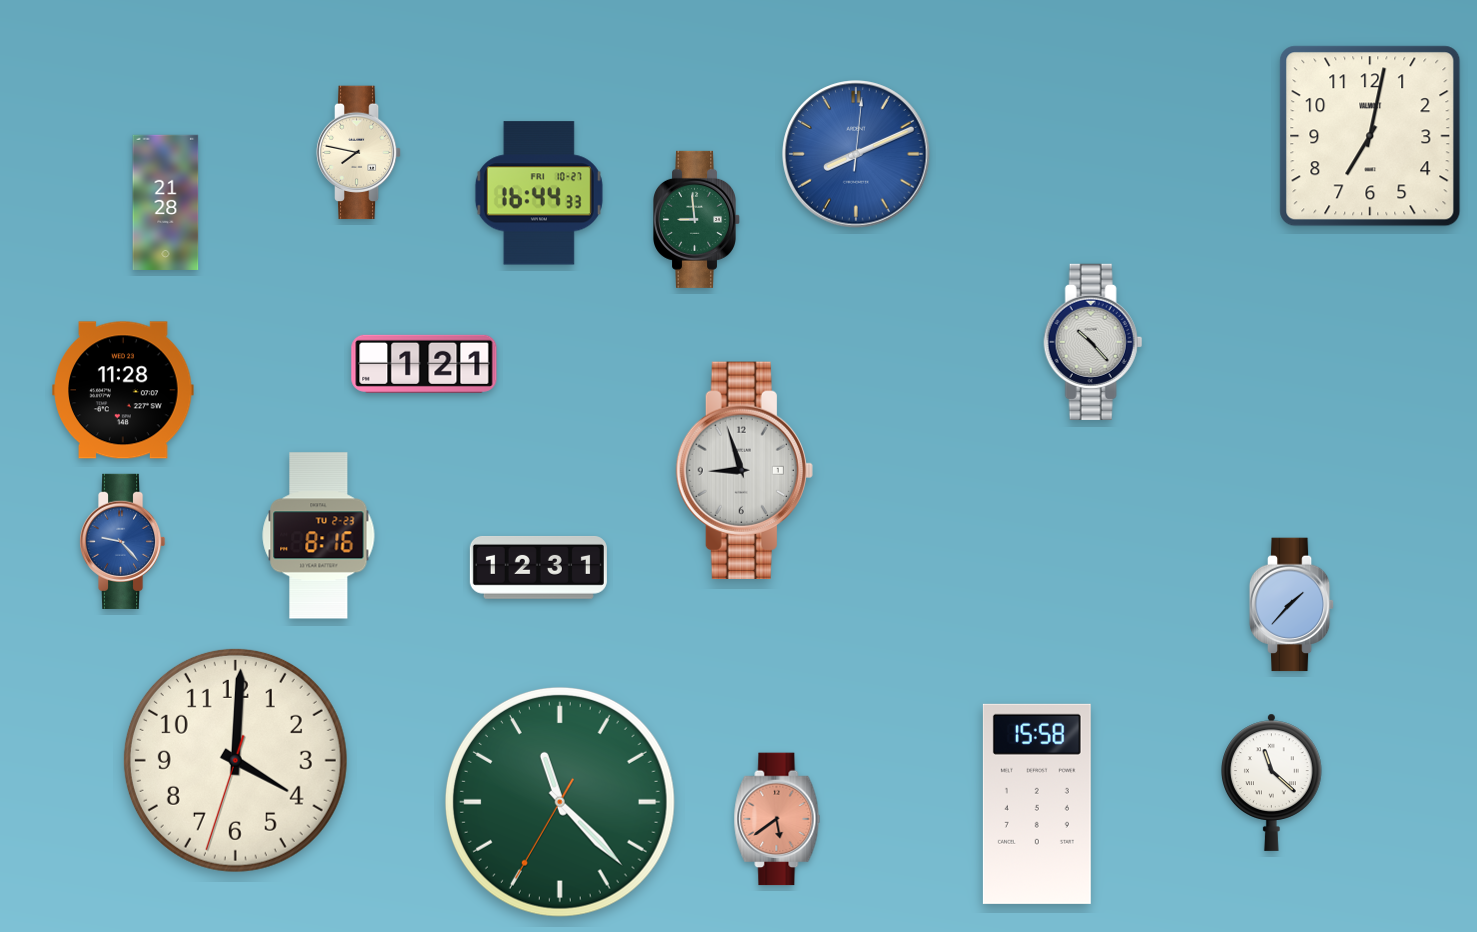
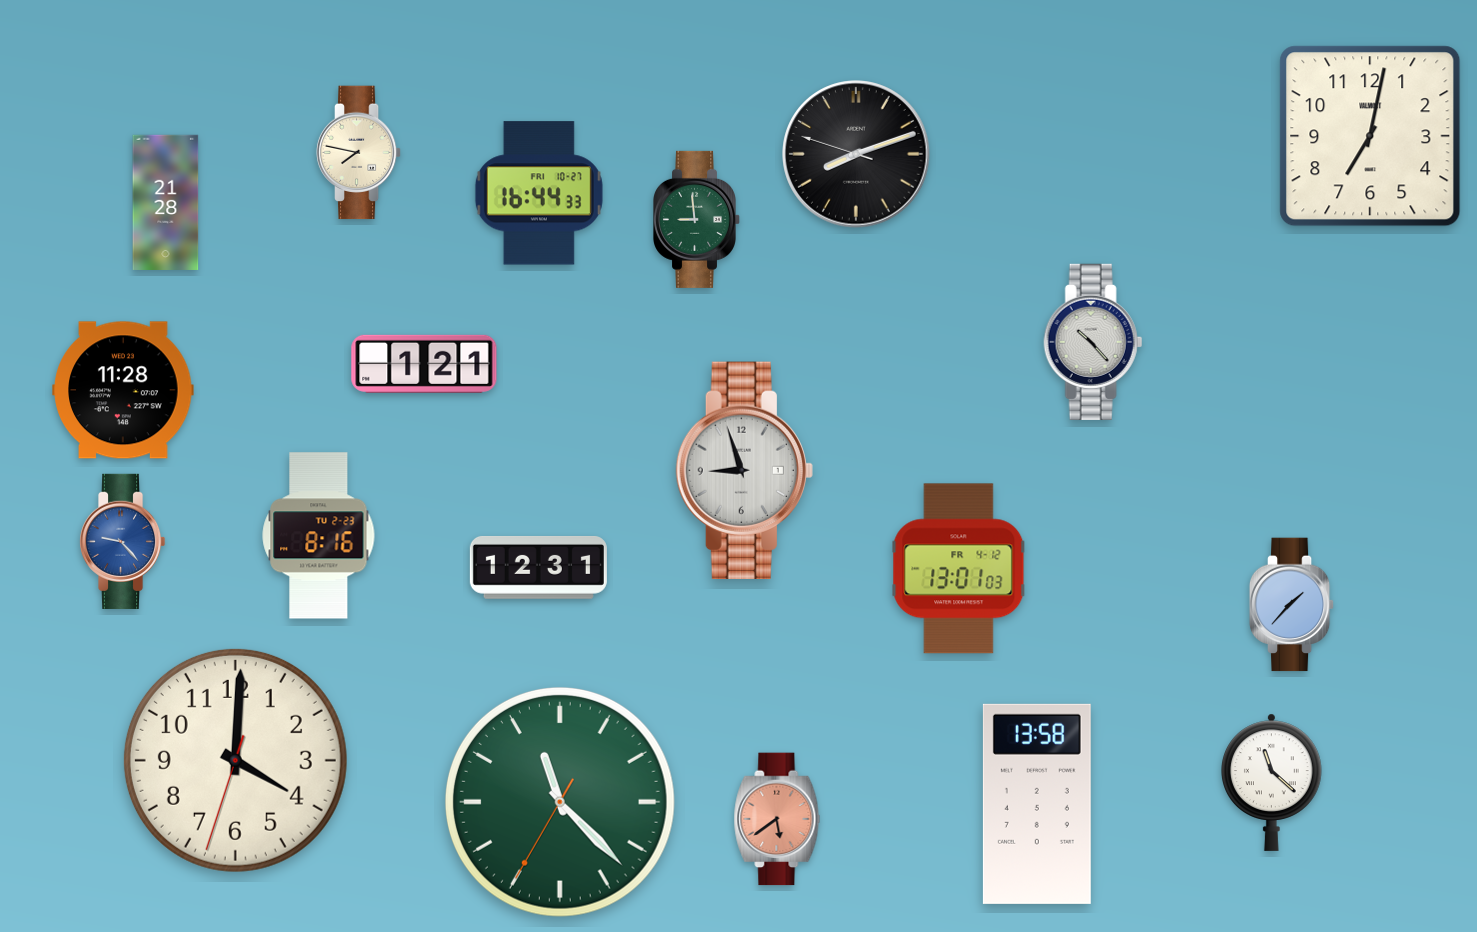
clock at (856, 154): 8:11:01 -> 8:11:48
clock at (856, 154) dial: blue -> black
clock at (959, 569): none -> 13:01
clock at (1037, 804): 15:58 -> 13:58
